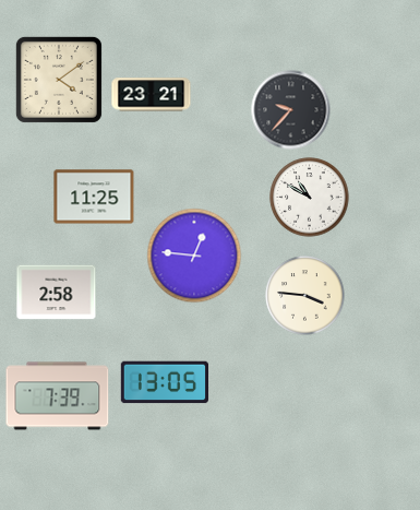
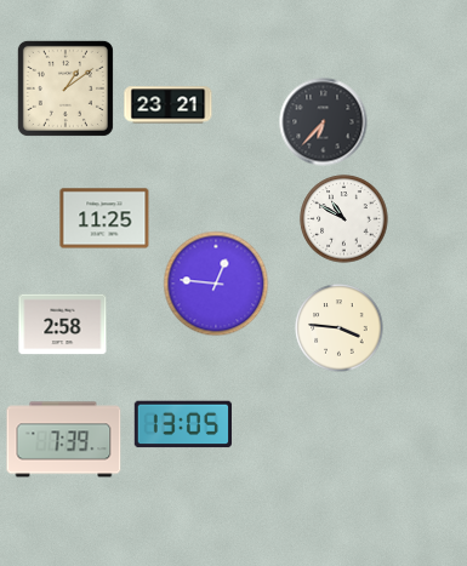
clock at (59, 80): 4:09 -> 1:09
clock at (291, 110): 9:37 -> 6:37
